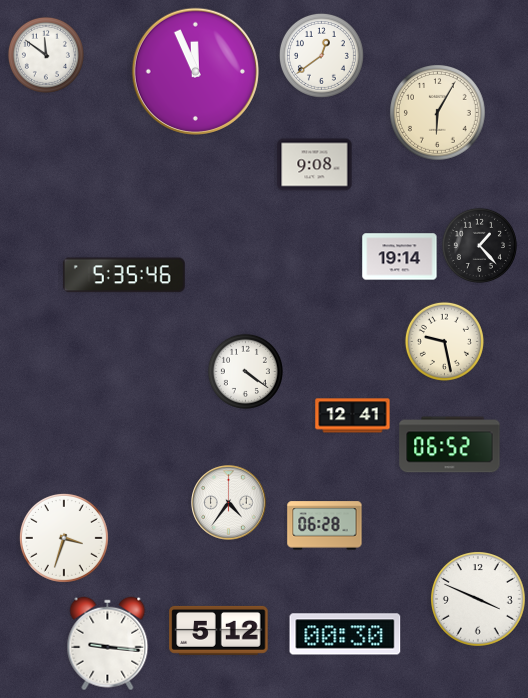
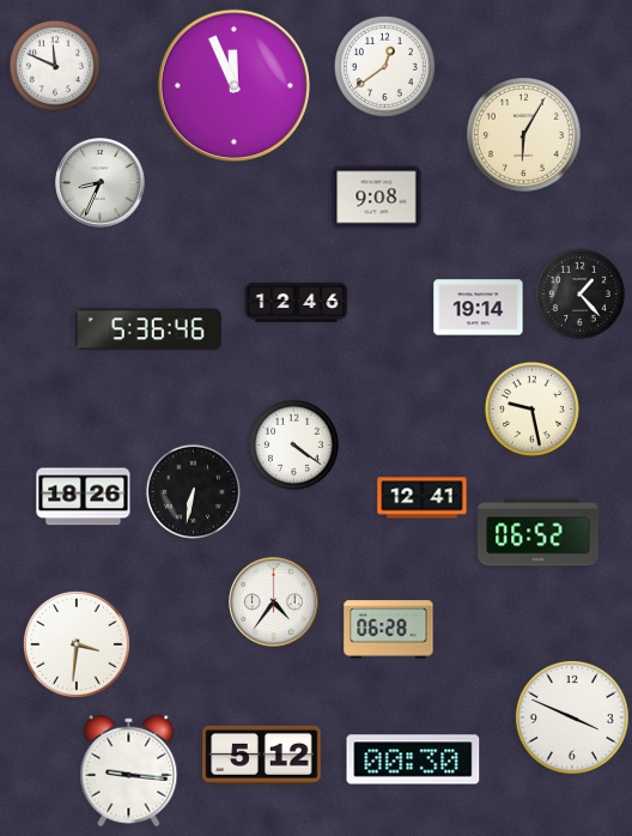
clock at (46, 55): 11:51 -> 11:49
clock at (101, 183): none -> 8:34
clock at (479, 245) position: (479, 245) -> (579, 293)
clock at (297, 302): none -> 12:46
clock at (124, 275): 5:35 -> 5:36
clock at (193, 491): none -> 6:32
clock at (84, 497): none -> 18:26
clock at (64, 538): 3:33 -> 3:31
